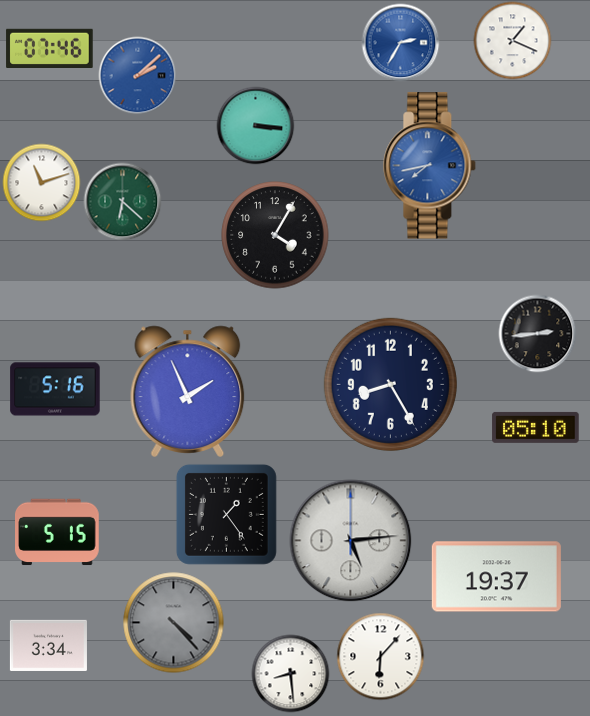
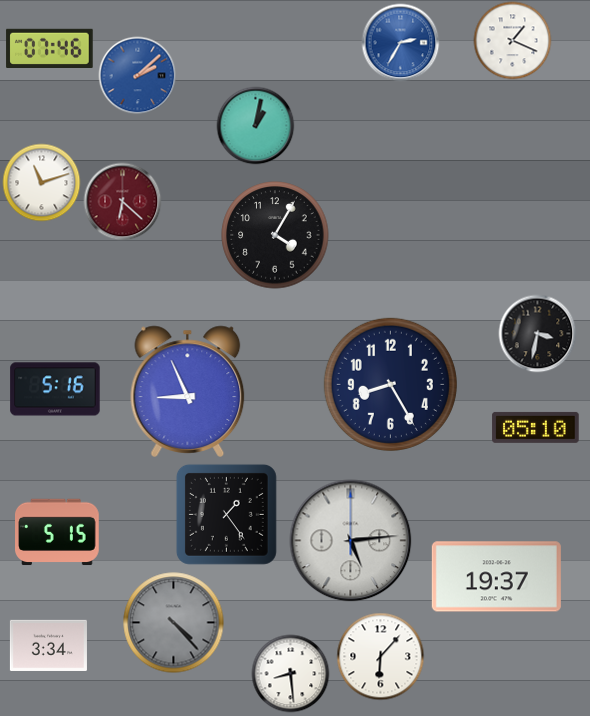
clock at (255, 125): 3:16 -> 1:02
clock at (430, 166): 7:43 -> none
clock at (122, 201) dial: green -> burgundy
clock at (537, 333): 2:44 -> 3:32
clock at (188, 391): 1:56 -> 8:56
